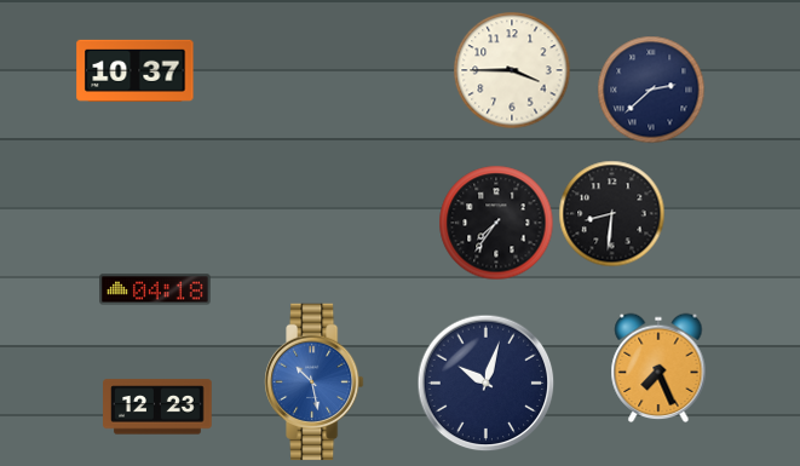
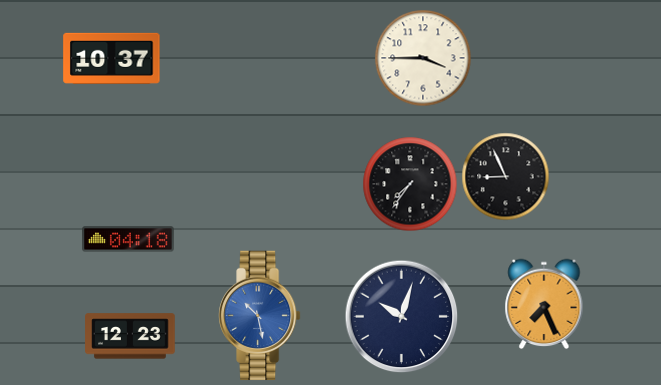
clock at (651, 90): 2:38 -> none
clock at (611, 213): 8:31 -> 8:56
